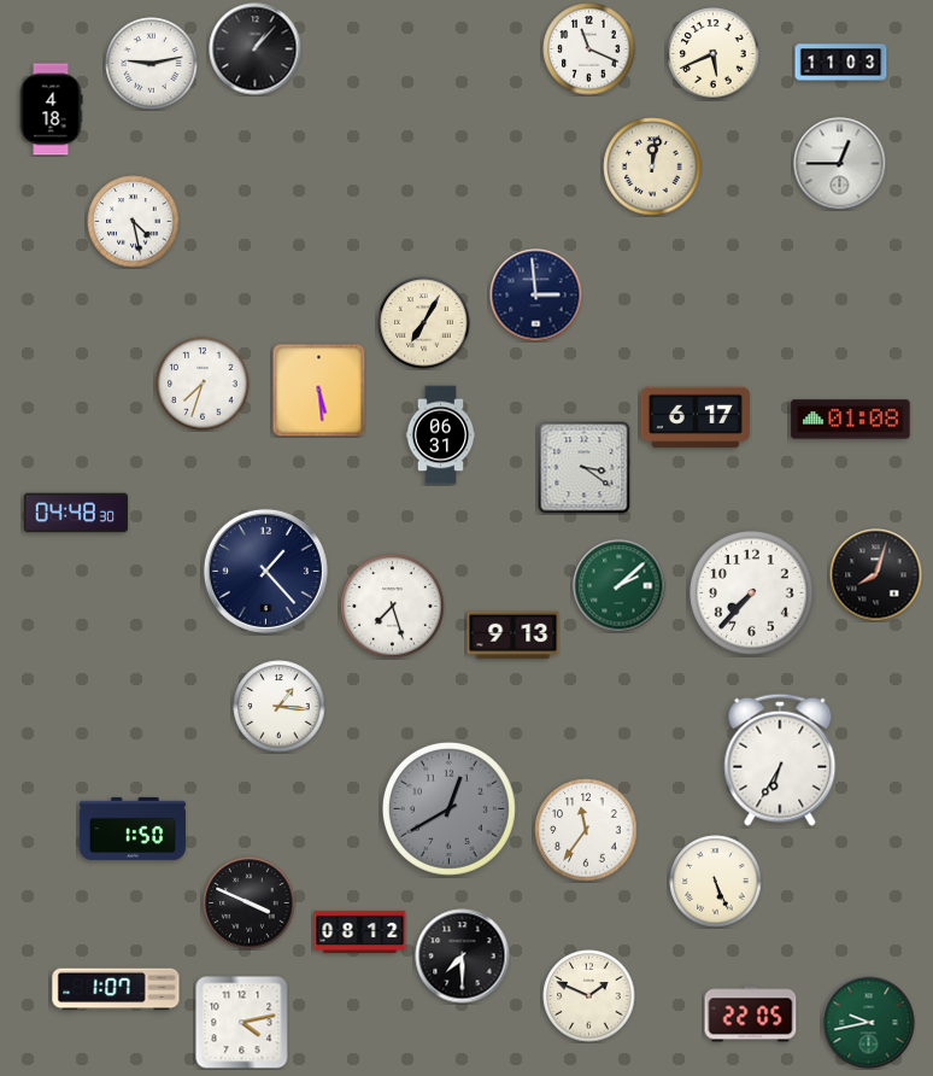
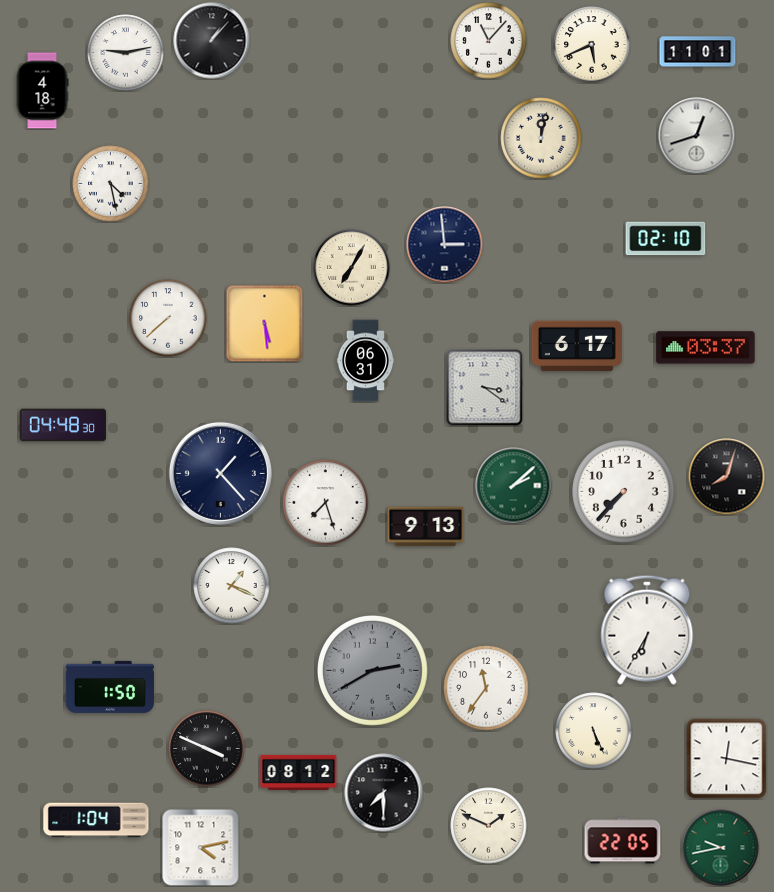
clock at (589, 49): 11:19 -> 11:07
clock at (841, 63): 11:03 -> 11:01
clock at (840, 164): 12:45 -> 12:42
clock at (666, 239): none -> 02:10
clock at (203, 384): 7:33 -> 7:38
clock at (851, 420): 01:08 -> 03:37
clock at (280, 707): 1:16 -> 1:19
clock at (450, 809): 12:40 -> 2:40
clock at (727, 759): none -> 12:17
clock at (116, 989): 1:07 -> 1:04
